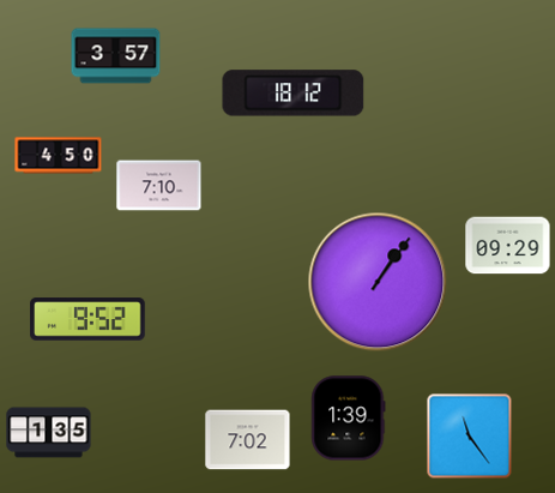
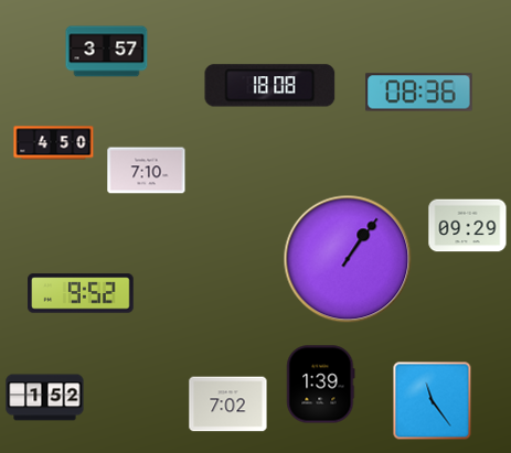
clock at (294, 94): 18:12 -> 18:08
clock at (419, 93): none -> 08:36
clock at (49, 433): 1:35 -> 1:52
